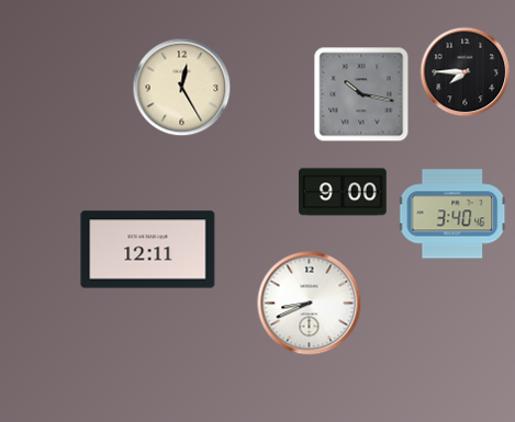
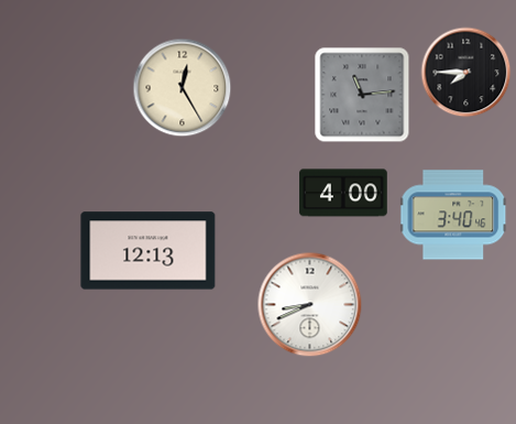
clock at (361, 94): 10:17 -> 11:14
clock at (343, 192): 9:00 -> 4:00
clock at (148, 250): 12:11 -> 12:13
